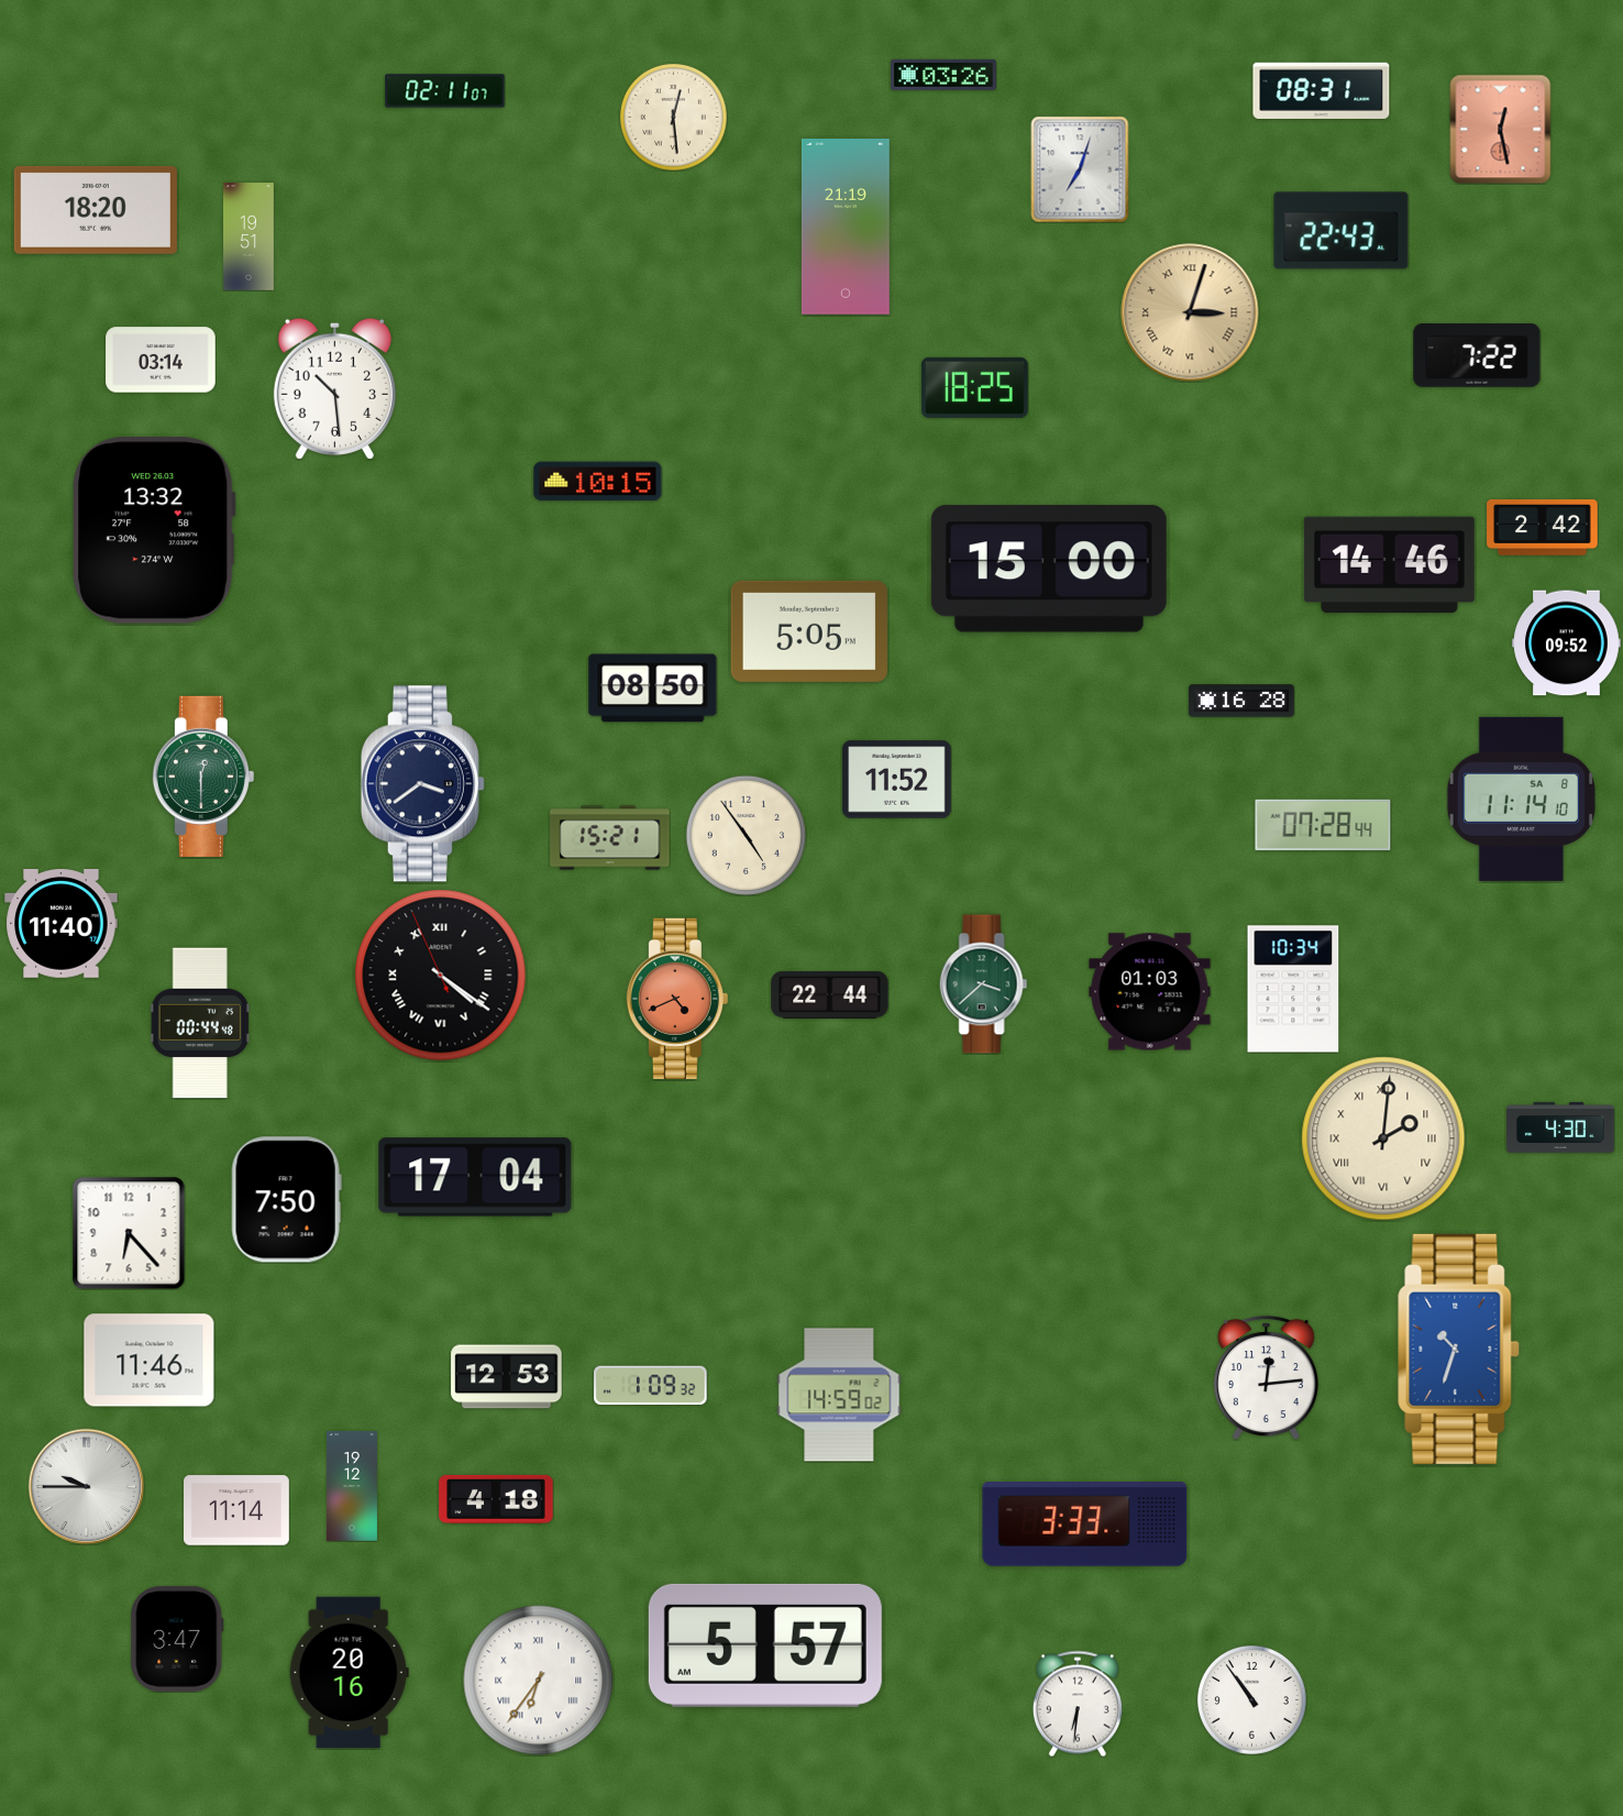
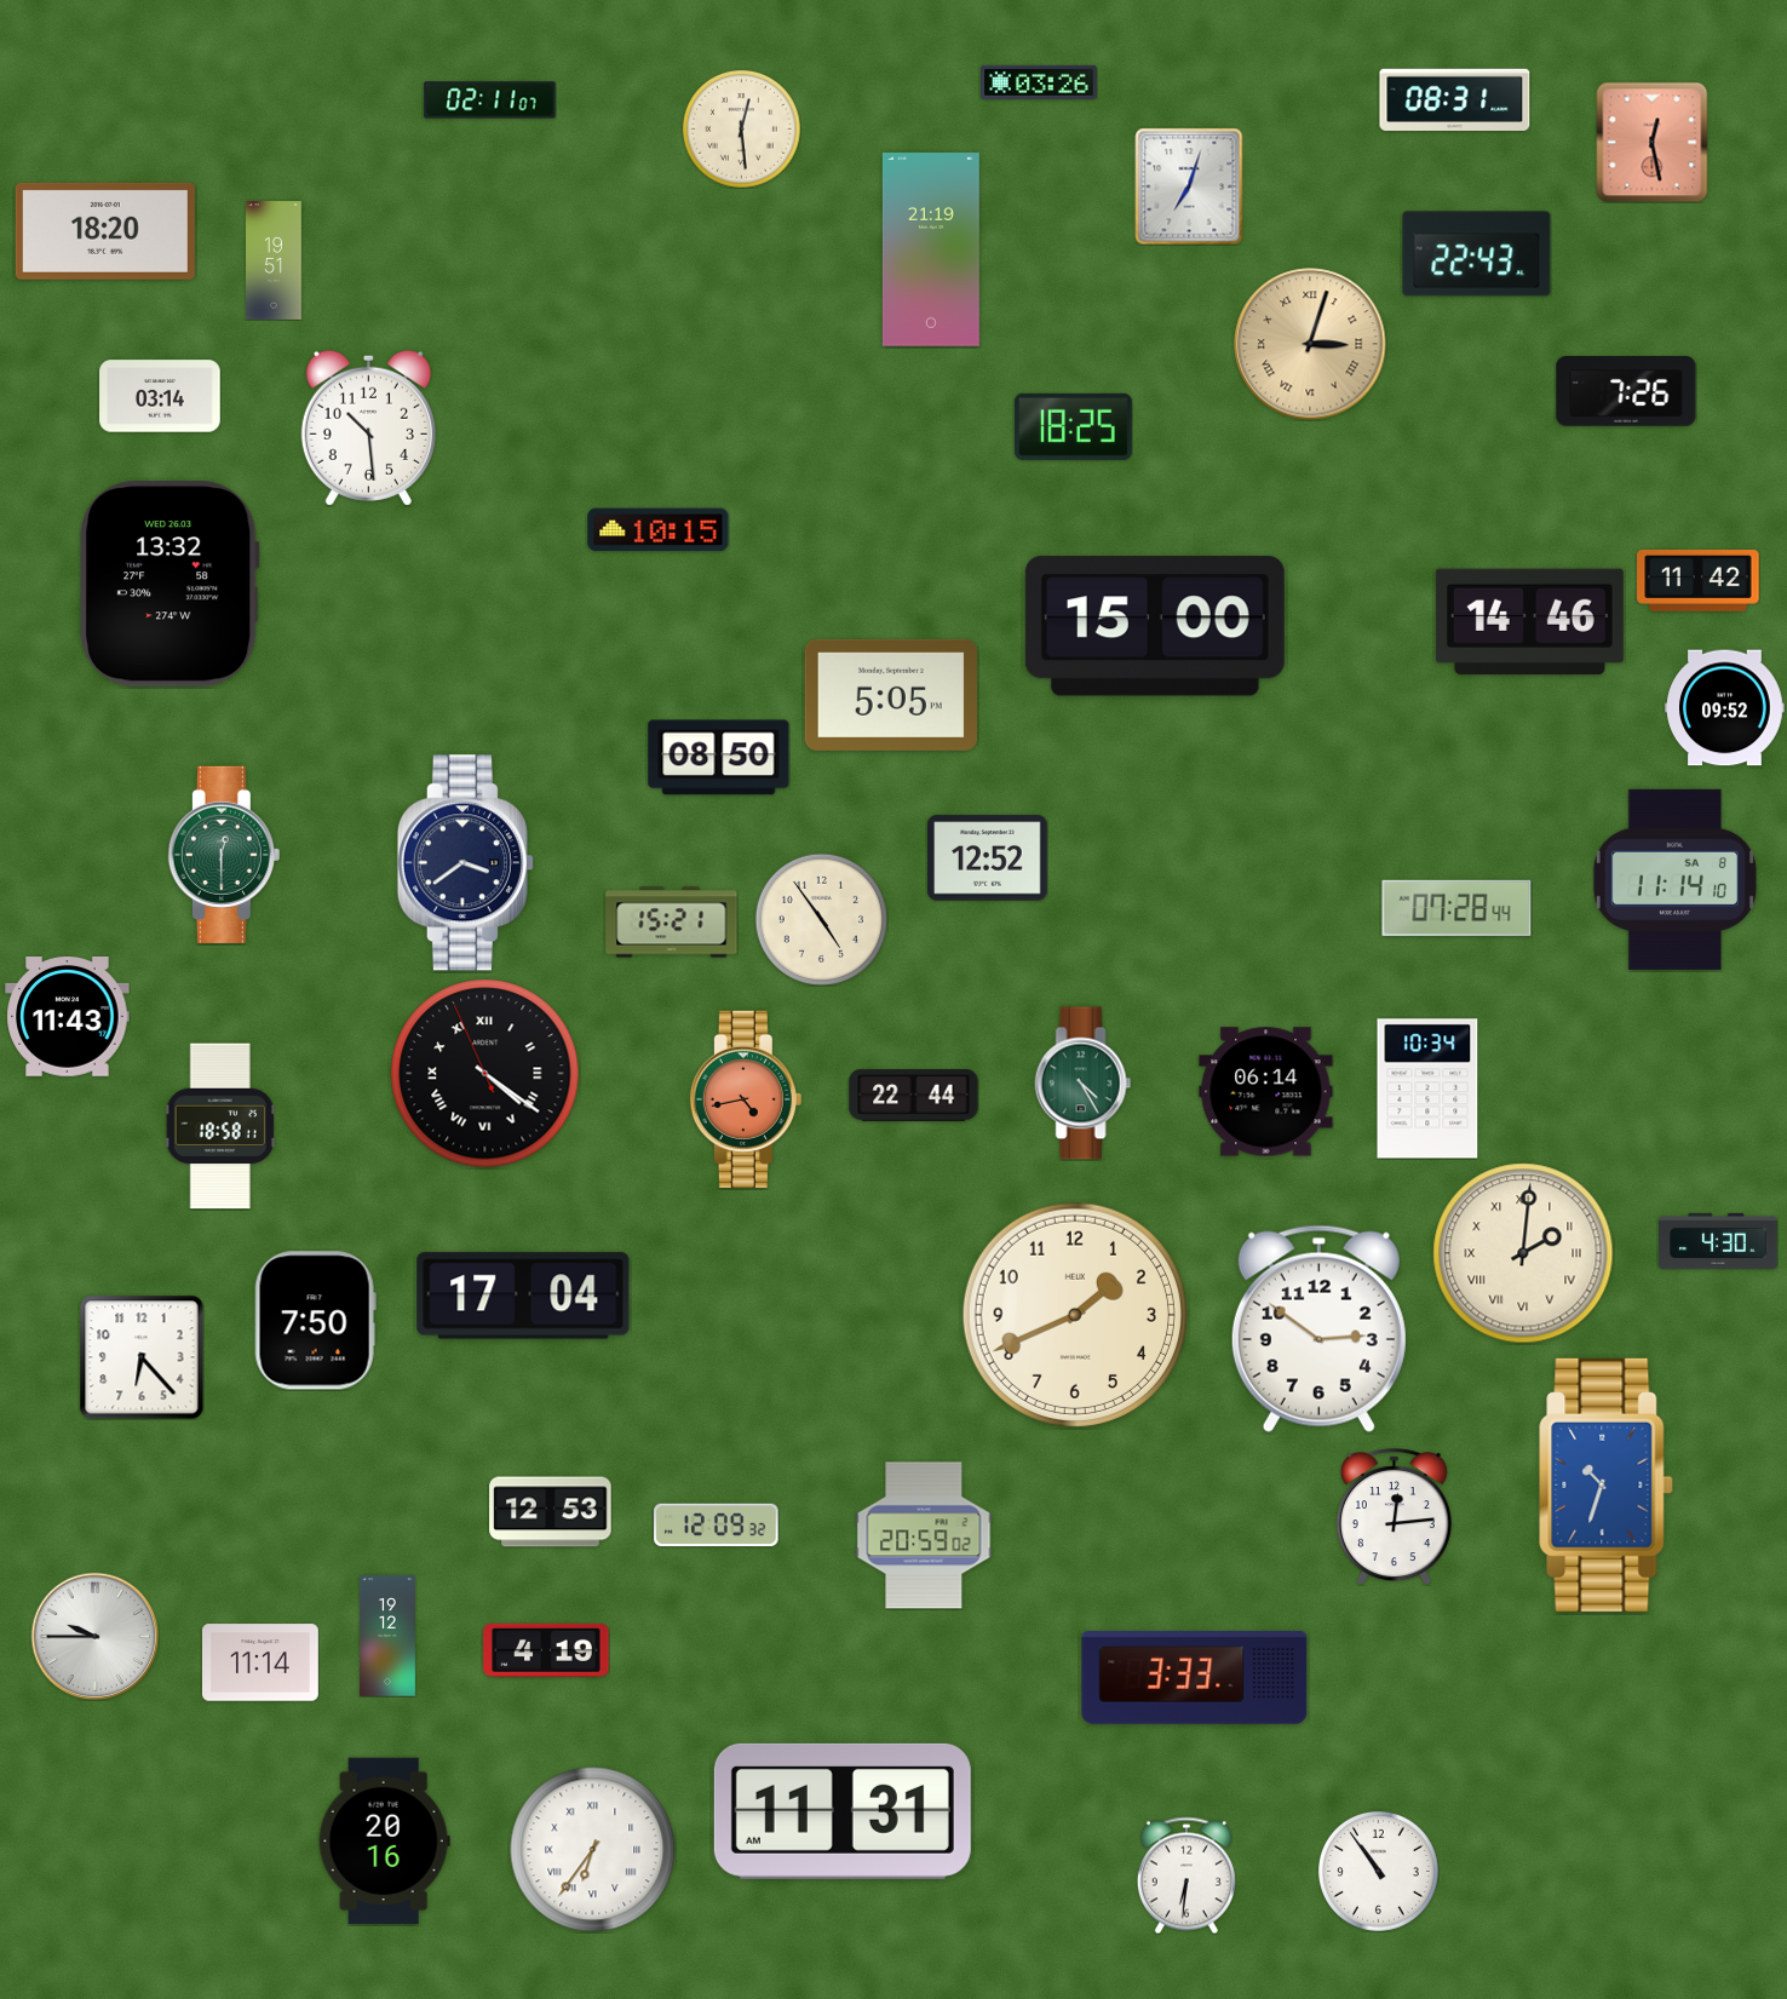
clock at (1477, 355): 7:22 -> 7:26
clock at (161, 360) position: (161, 360) -> (160, 396)
clock at (1543, 528): 2:42 -> 11:42
clock at (1243, 701): 16:28 -> none
clock at (897, 780): 11:52 -> 12:52
clock at (62, 924): 11:40 -> 11:43
clock at (984, 984): 3:38 -> 4:25
clock at (1293, 989) position: (1293, 989) -> (1427, 1088)
clock at (1150, 992): 01:03 -> 06:14
clock at (677, 999): 4:41 -> 4:43
clock at (200, 1023): 00:44 -> 18:58
clock at (1075, 1315): none -> 1:41
clock at (1318, 1328): none -> 2:51
clock at (150, 1361): 11:46 -> none
clock at (507, 1377) position: (507, 1377) -> (551, 1512)
clock at (651, 1386): 1:09 -> 12:09
clock at (839, 1395): 14:59 -> 20:59
clock at (496, 1499): 4:18 -> 4:19
clock at (177, 1639): 3:47 -> none
clock at (765, 1646): 5:57 -> 11:31
